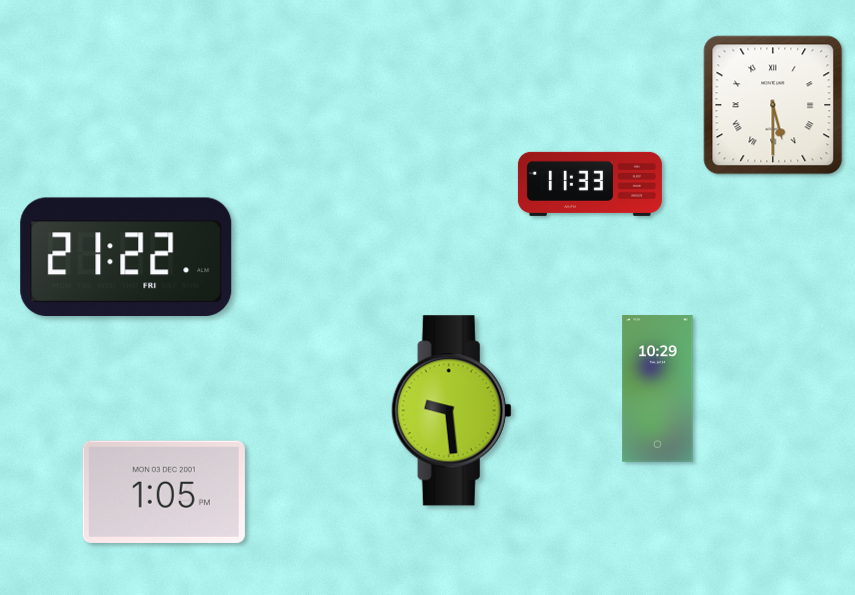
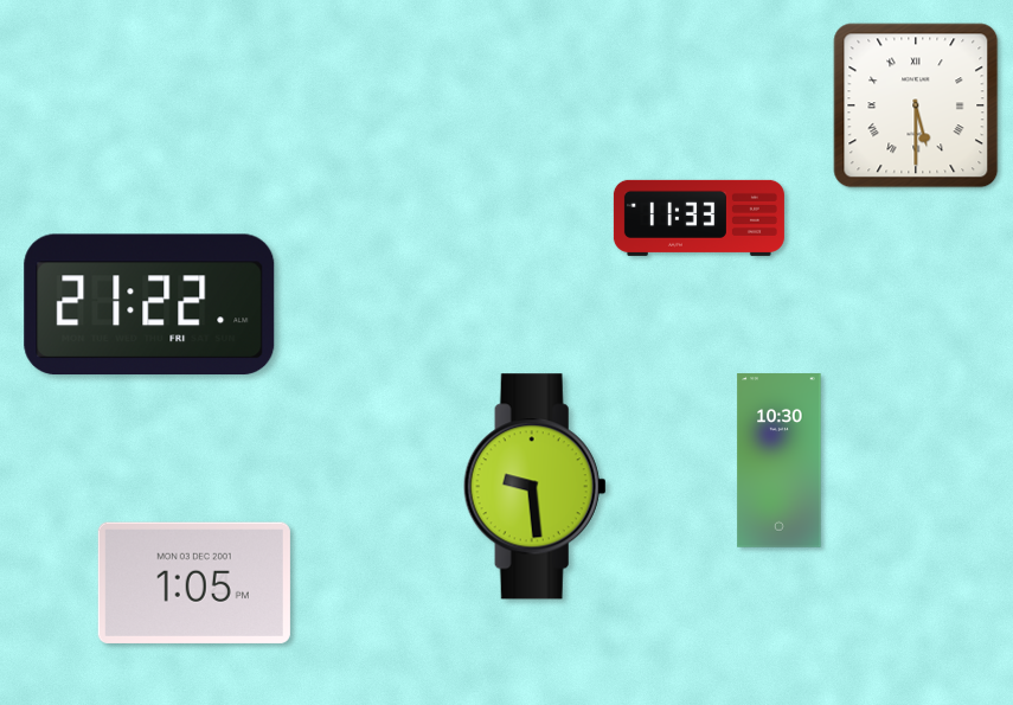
clock at (773, 105) position: (773, 105) -> (916, 105)
clock at (658, 389): 10:29 -> 10:30
